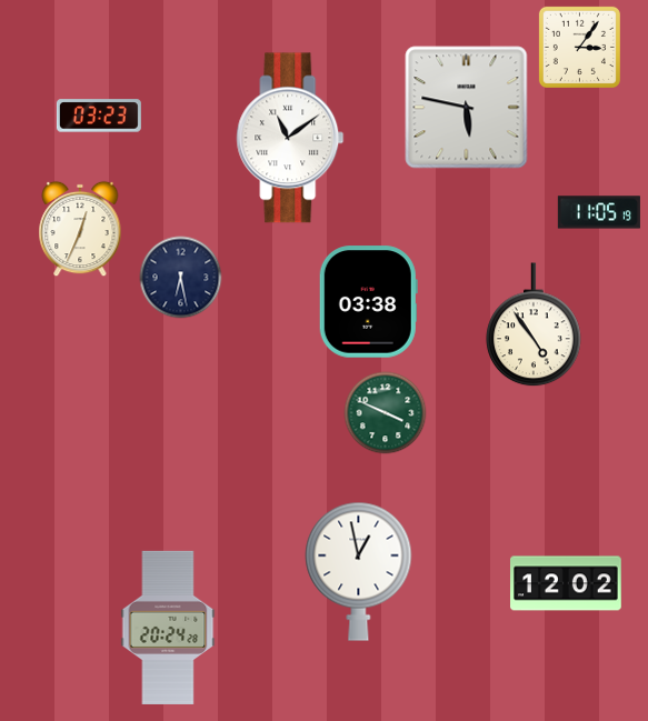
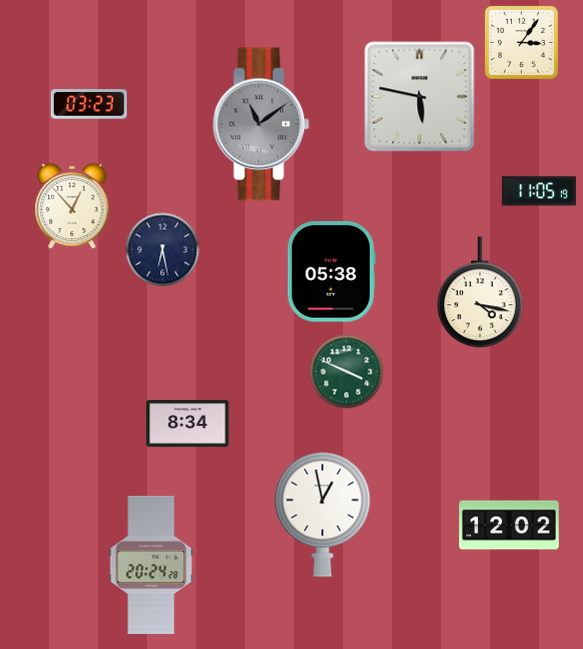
clock at (290, 138) dial: white -> grey
clock at (80, 229): 12:34 -> 12:53
clock at (368, 302): 03:38 -> 05:38
clock at (534, 326): 4:54 -> 4:17
clock at (188, 424): none -> 8:34
